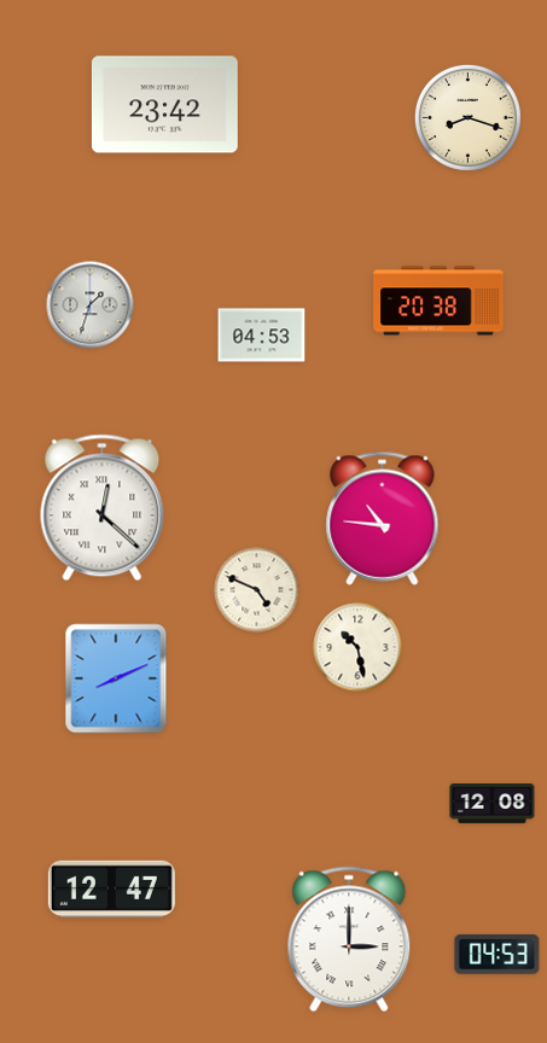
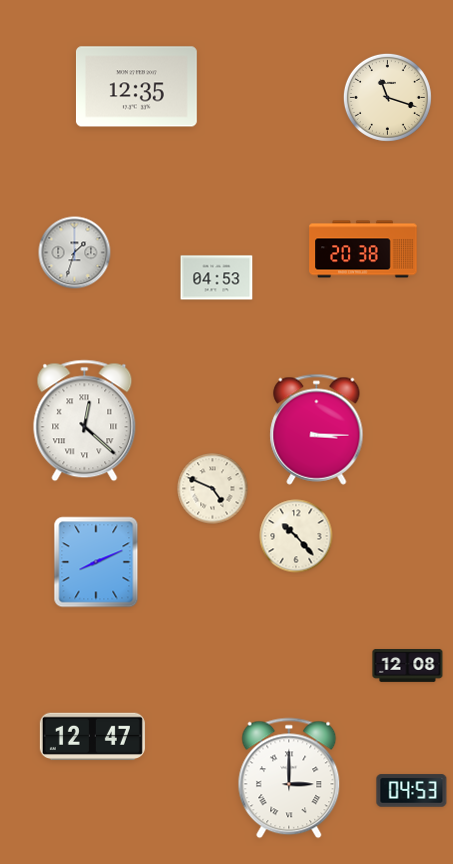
clock at (164, 105): 23:42 -> 12:35
clock at (467, 117): 8:18 -> 11:18
clock at (383, 518): 10:46 -> 3:15
clock at (357, 647): 10:28 -> 10:23
